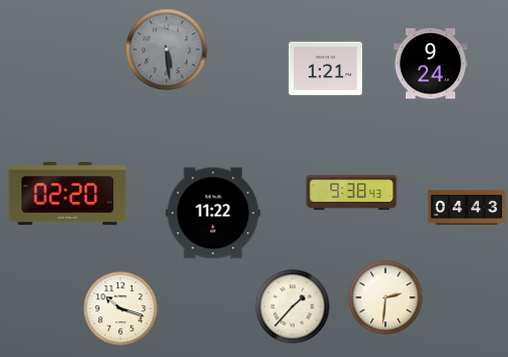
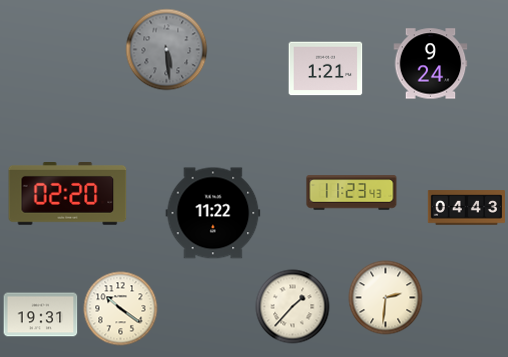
clock at (352, 193): 9:38 -> 11:23
clock at (121, 309): 10:18 -> 10:21
clock at (41, 315): none -> 19:31
